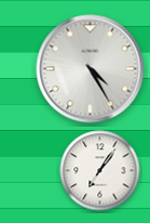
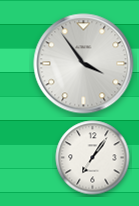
clock at (91, 69): 4:25 -> 3:54
